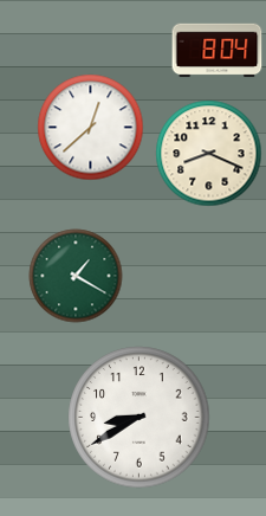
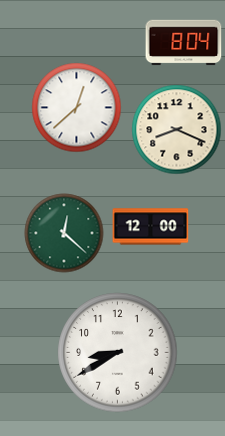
clock at (151, 227): none -> 12:00
clock at (76, 276): 1:20 -> 12:22
